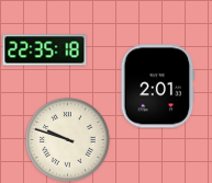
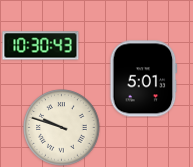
clock at (45, 50): 22:35 -> 10:30
clock at (158, 87): 2:01 -> 5:01
